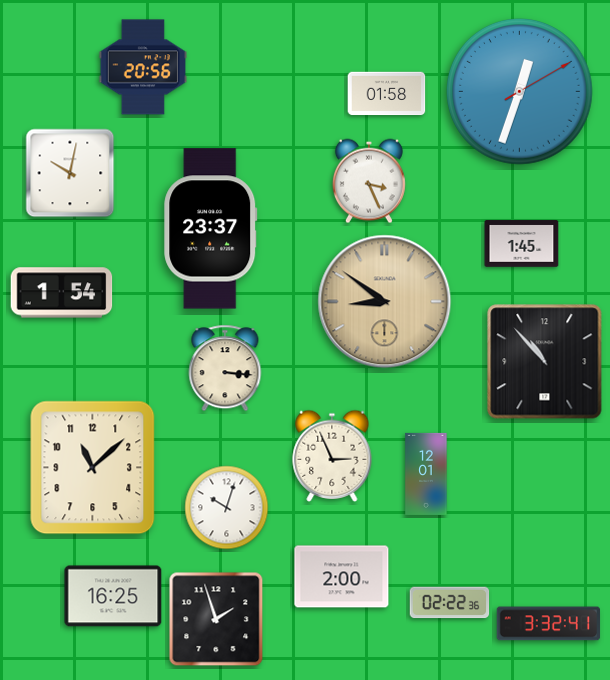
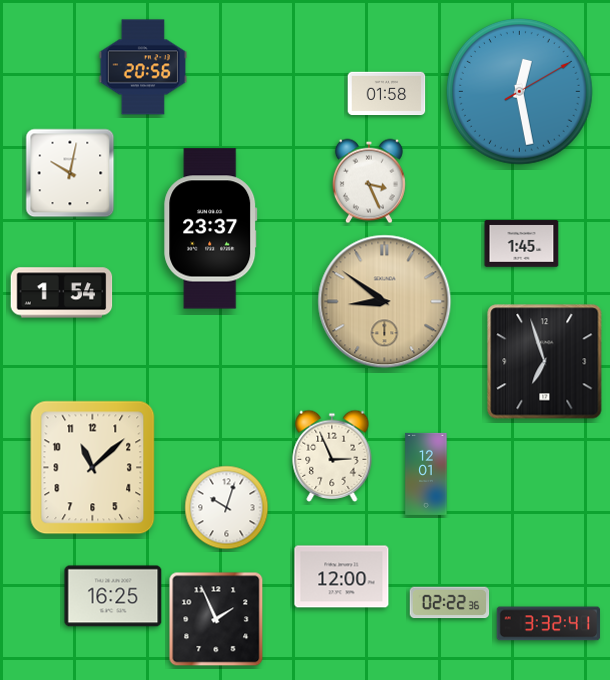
clock at (520, 92): 12:33 -> 12:28
clock at (545, 362): 10:53 -> 6:57
clock at (225, 368): 3:16 -> none
clock at (342, 577): 2:00 -> 12:00
clock at (216, 619): 1:57 -> 1:56
